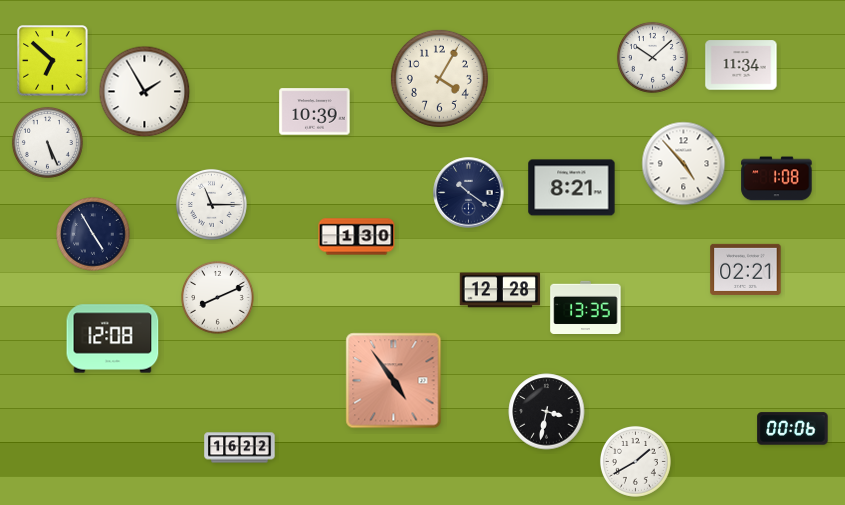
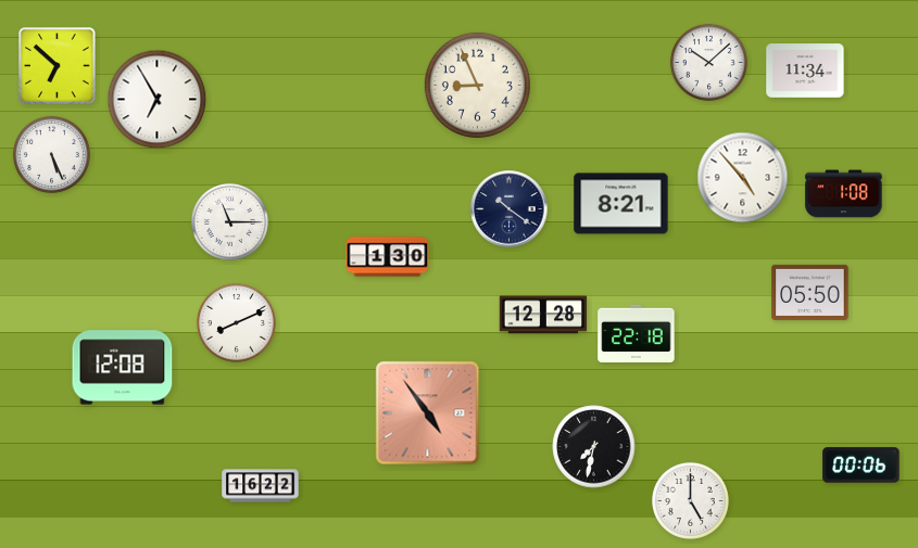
clock at (439, 78): 4:05 -> 8:56
clock at (145, 92): 1:55 -> 6:55
clock at (315, 112): 10:39 -> none
clock at (93, 234): 4:55 -> none
clock at (746, 269): 02:21 -> 05:50
clock at (586, 307): 13:35 -> 22:18
clock at (547, 412): 3:32 -> 7:32
clock at (635, 461): 1:40 -> 5:00
